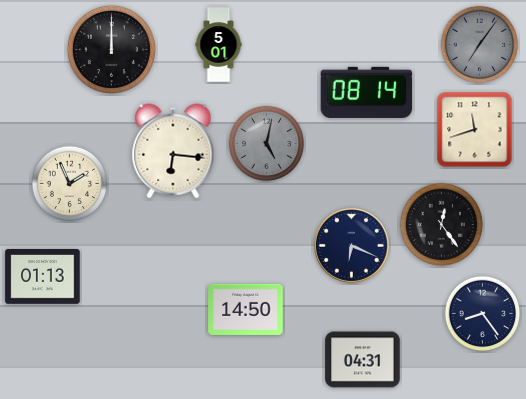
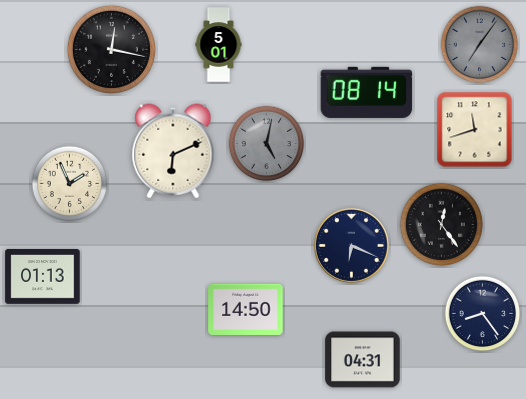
clock at (111, 49): 12:00 -> 12:17
clock at (173, 151): 6:16 -> 6:11
